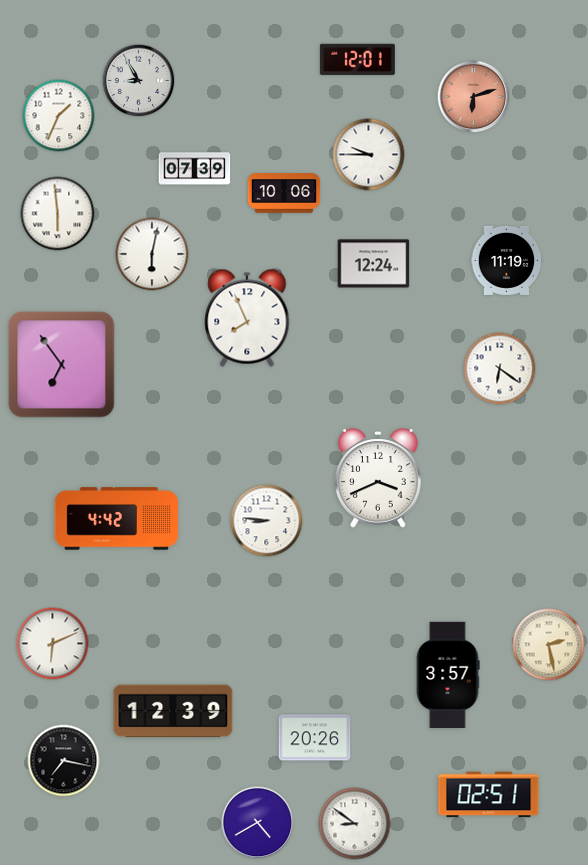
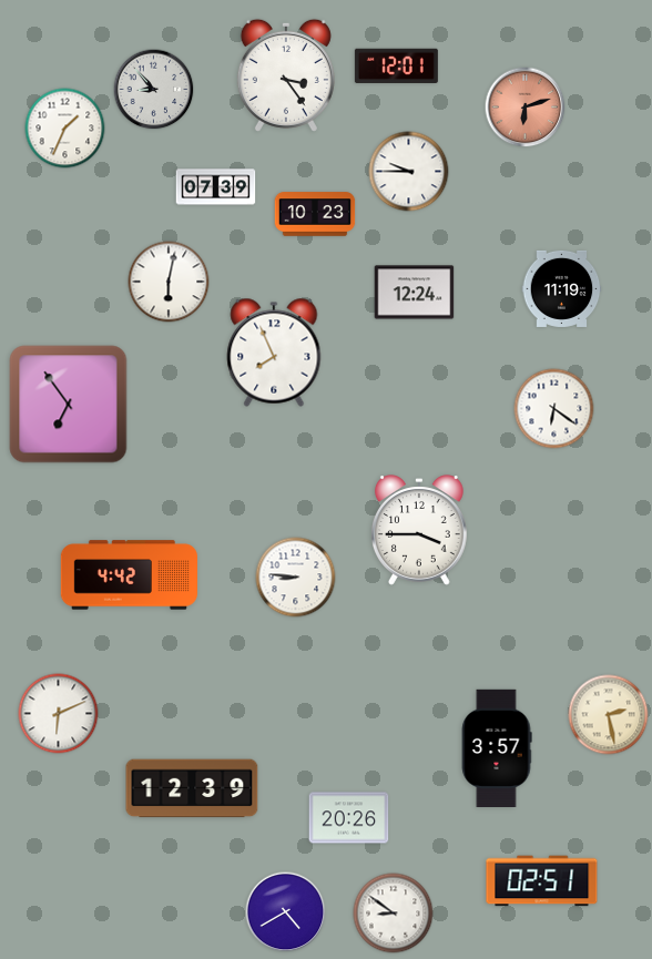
clock at (286, 75): none -> 3:24
clock at (139, 81): 8:55 -> 8:53
clock at (284, 193): 10:06 -> 10:23
clock at (58, 214): 5:59 -> none
clock at (378, 478): 3:41 -> 3:45
clock at (64, 761): 7:17 -> none
